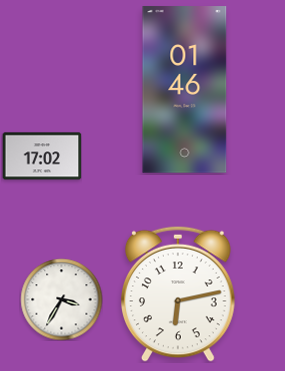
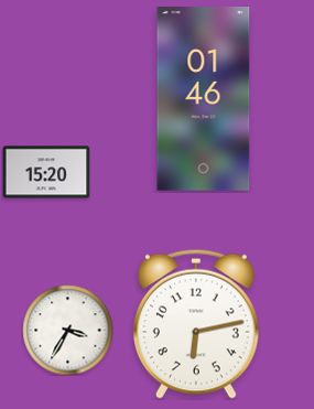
clock at (42, 156): 17:02 -> 15:20
